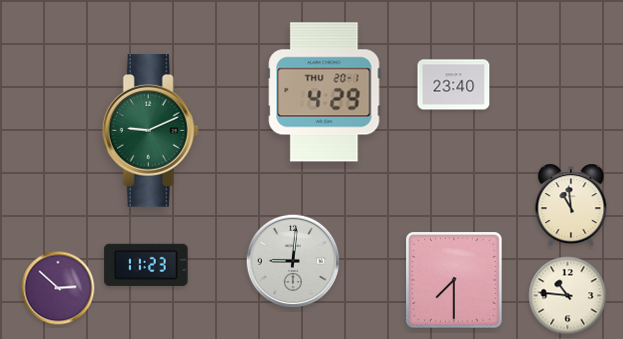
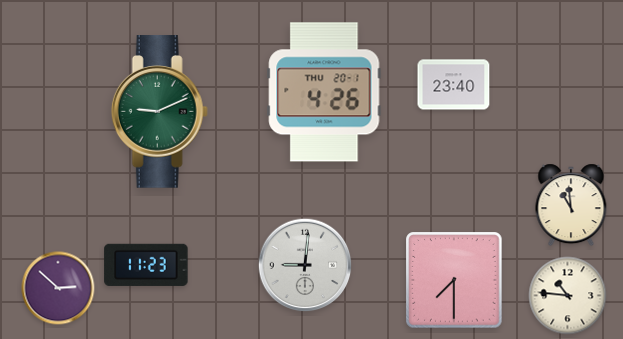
clock at (324, 92): 4:29 -> 4:26
clock at (150, 131) position: (150, 131) -> (159, 112)
clock at (293, 261) position: (293, 261) -> (305, 265)
